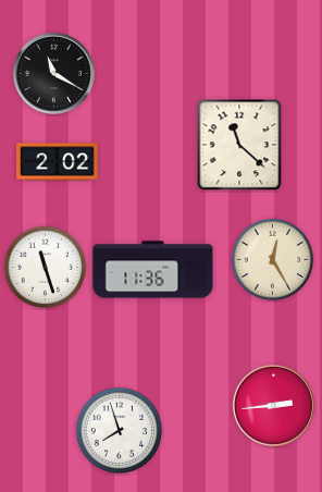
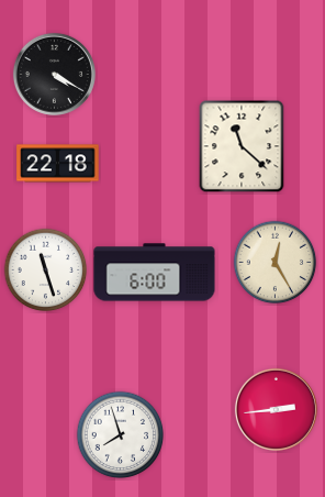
clock at (53, 73): 11:20 -> 4:20
clock at (58, 162): 2:02 -> 22:18
clock at (153, 270): 11:36 -> 6:00
